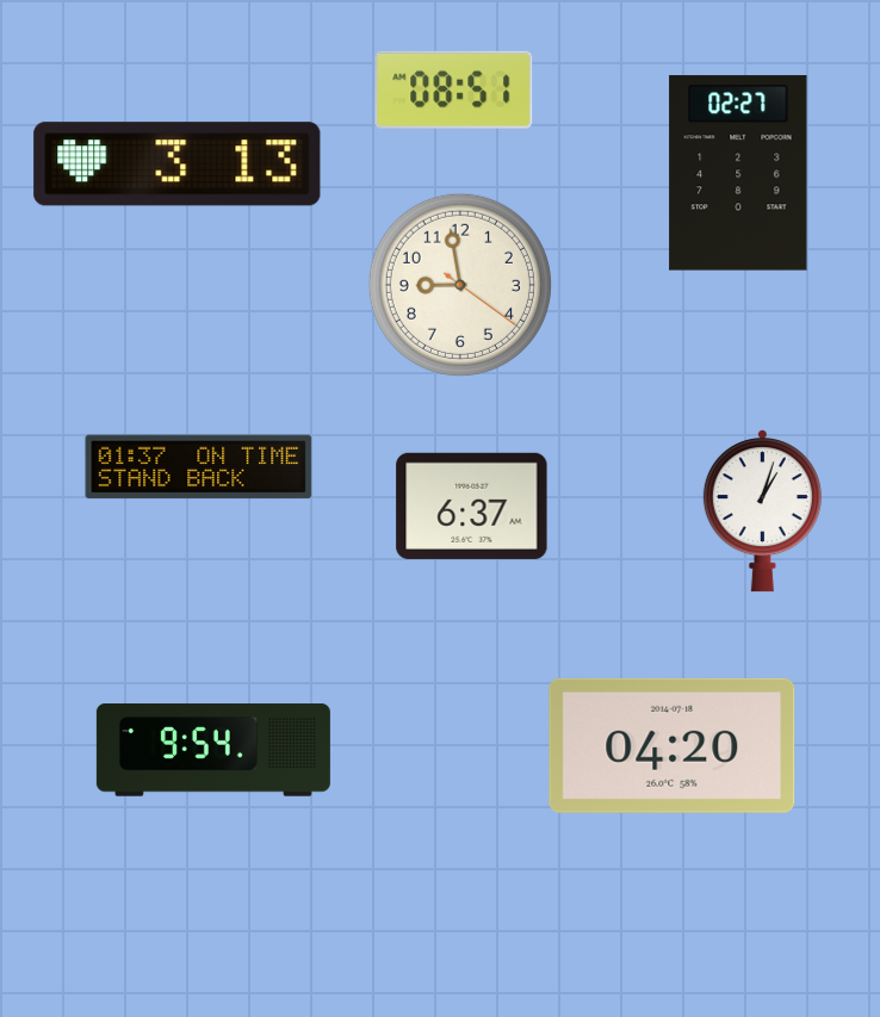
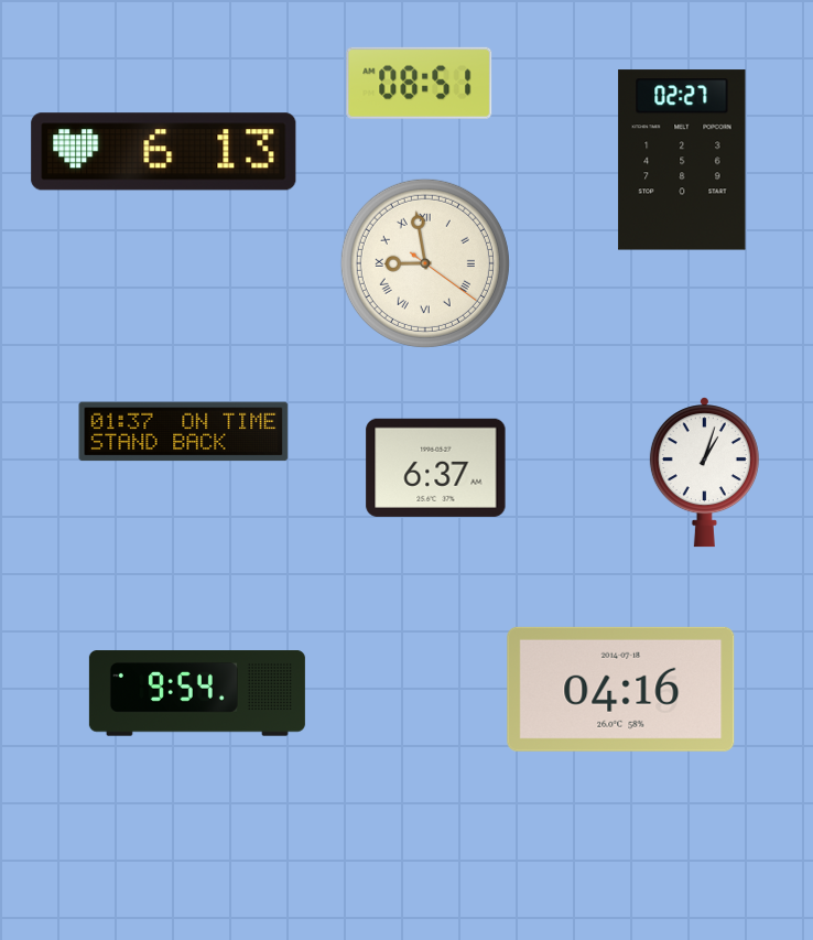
clock at (178, 165): 3:13 -> 6:13
clock at (460, 285) numerals: Arabic -> Roman
clock at (673, 745): 04:20 -> 04:16
